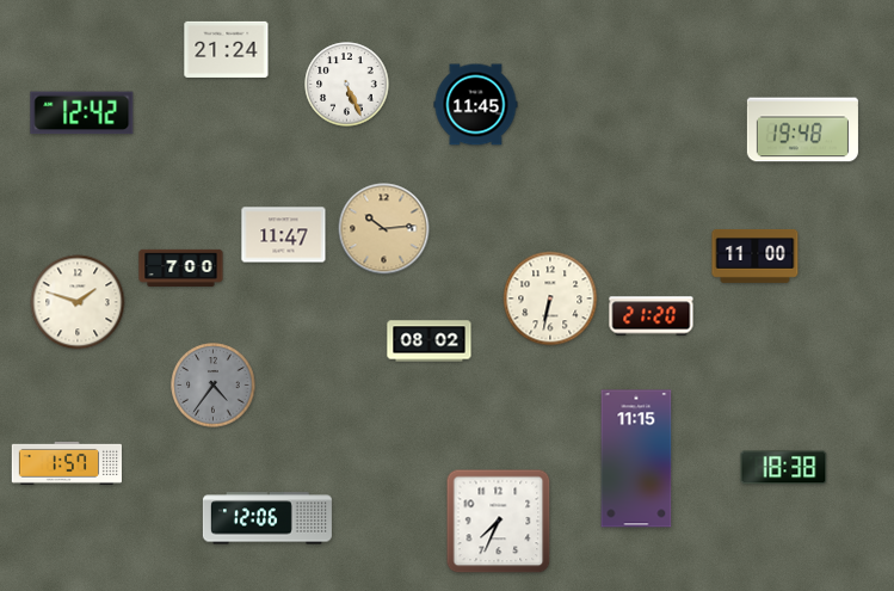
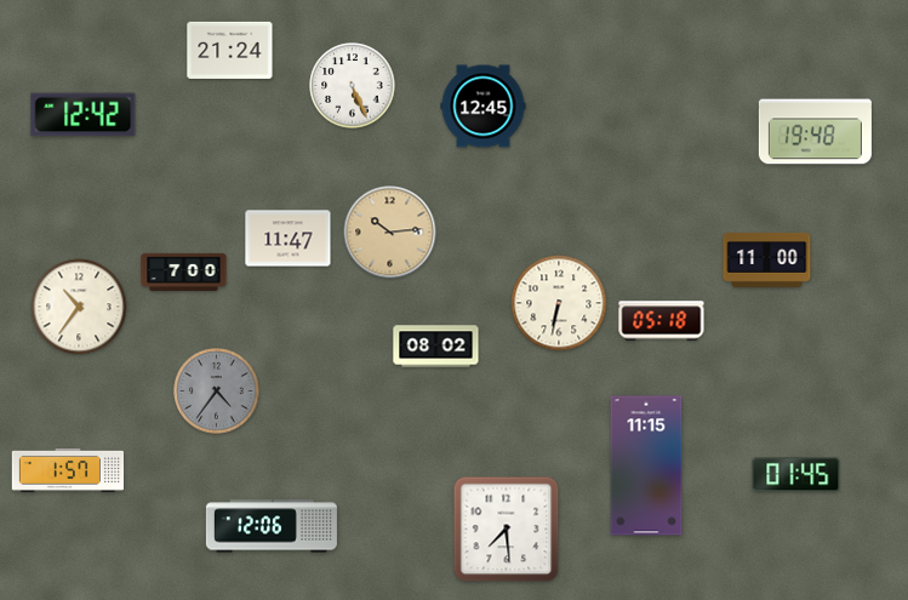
clock at (476, 105): 11:45 -> 12:45
clock at (78, 302): 1:48 -> 10:36
clock at (652, 316): 21:20 -> 05:18
clock at (784, 468): 18:38 -> 01:45
clock at (499, 522): 7:34 -> 7:29
